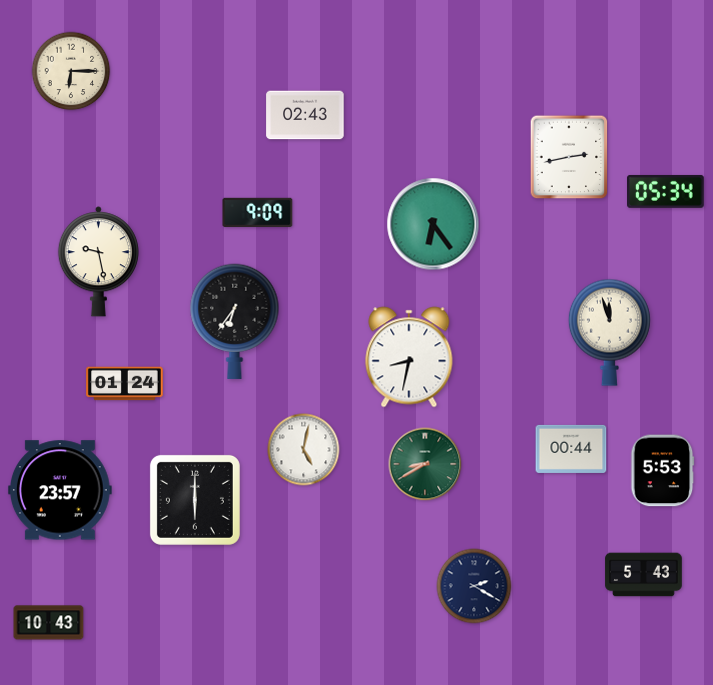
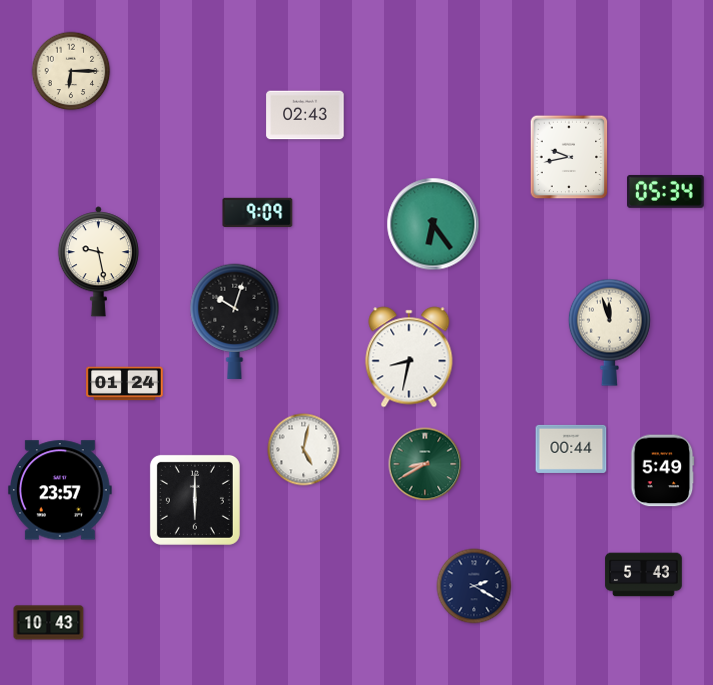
clock at (569, 157): 2:43 -> 9:43
clock at (235, 321): 6:36 -> 10:03
clock at (663, 471): 5:53 -> 5:49
